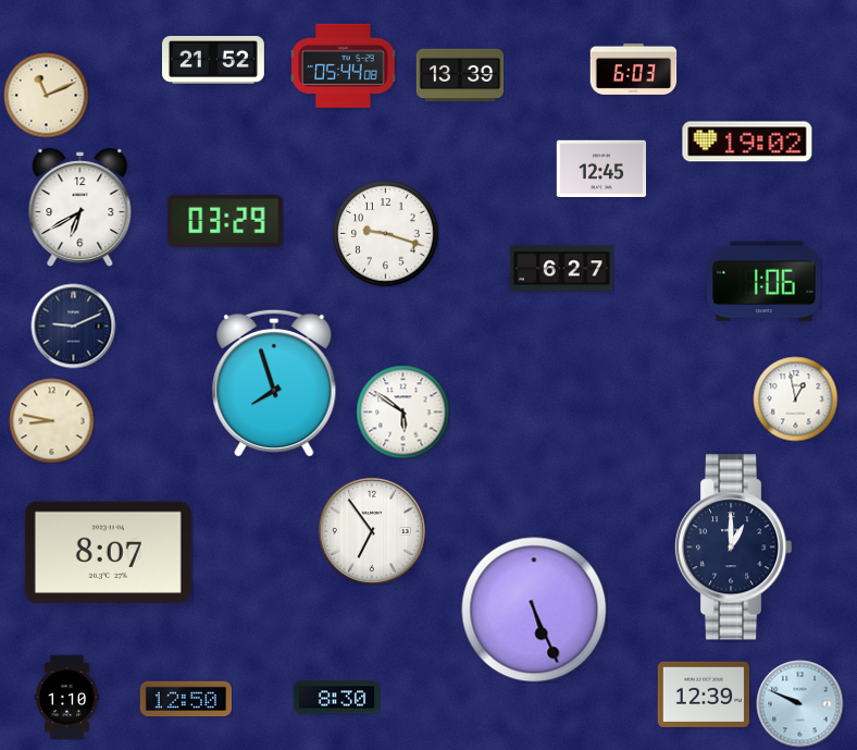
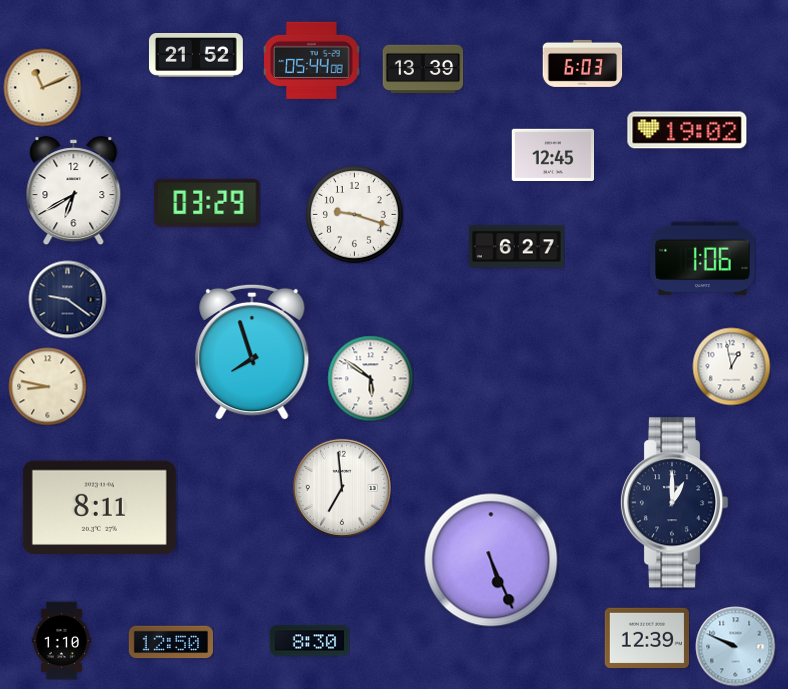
clock at (343, 65) position: (343, 65) -> (311, 60)
clock at (73, 325): 9:11 -> 9:21
clock at (372, 531): 6:54 -> 6:59
clock at (108, 553): 8:07 -> 8:11
